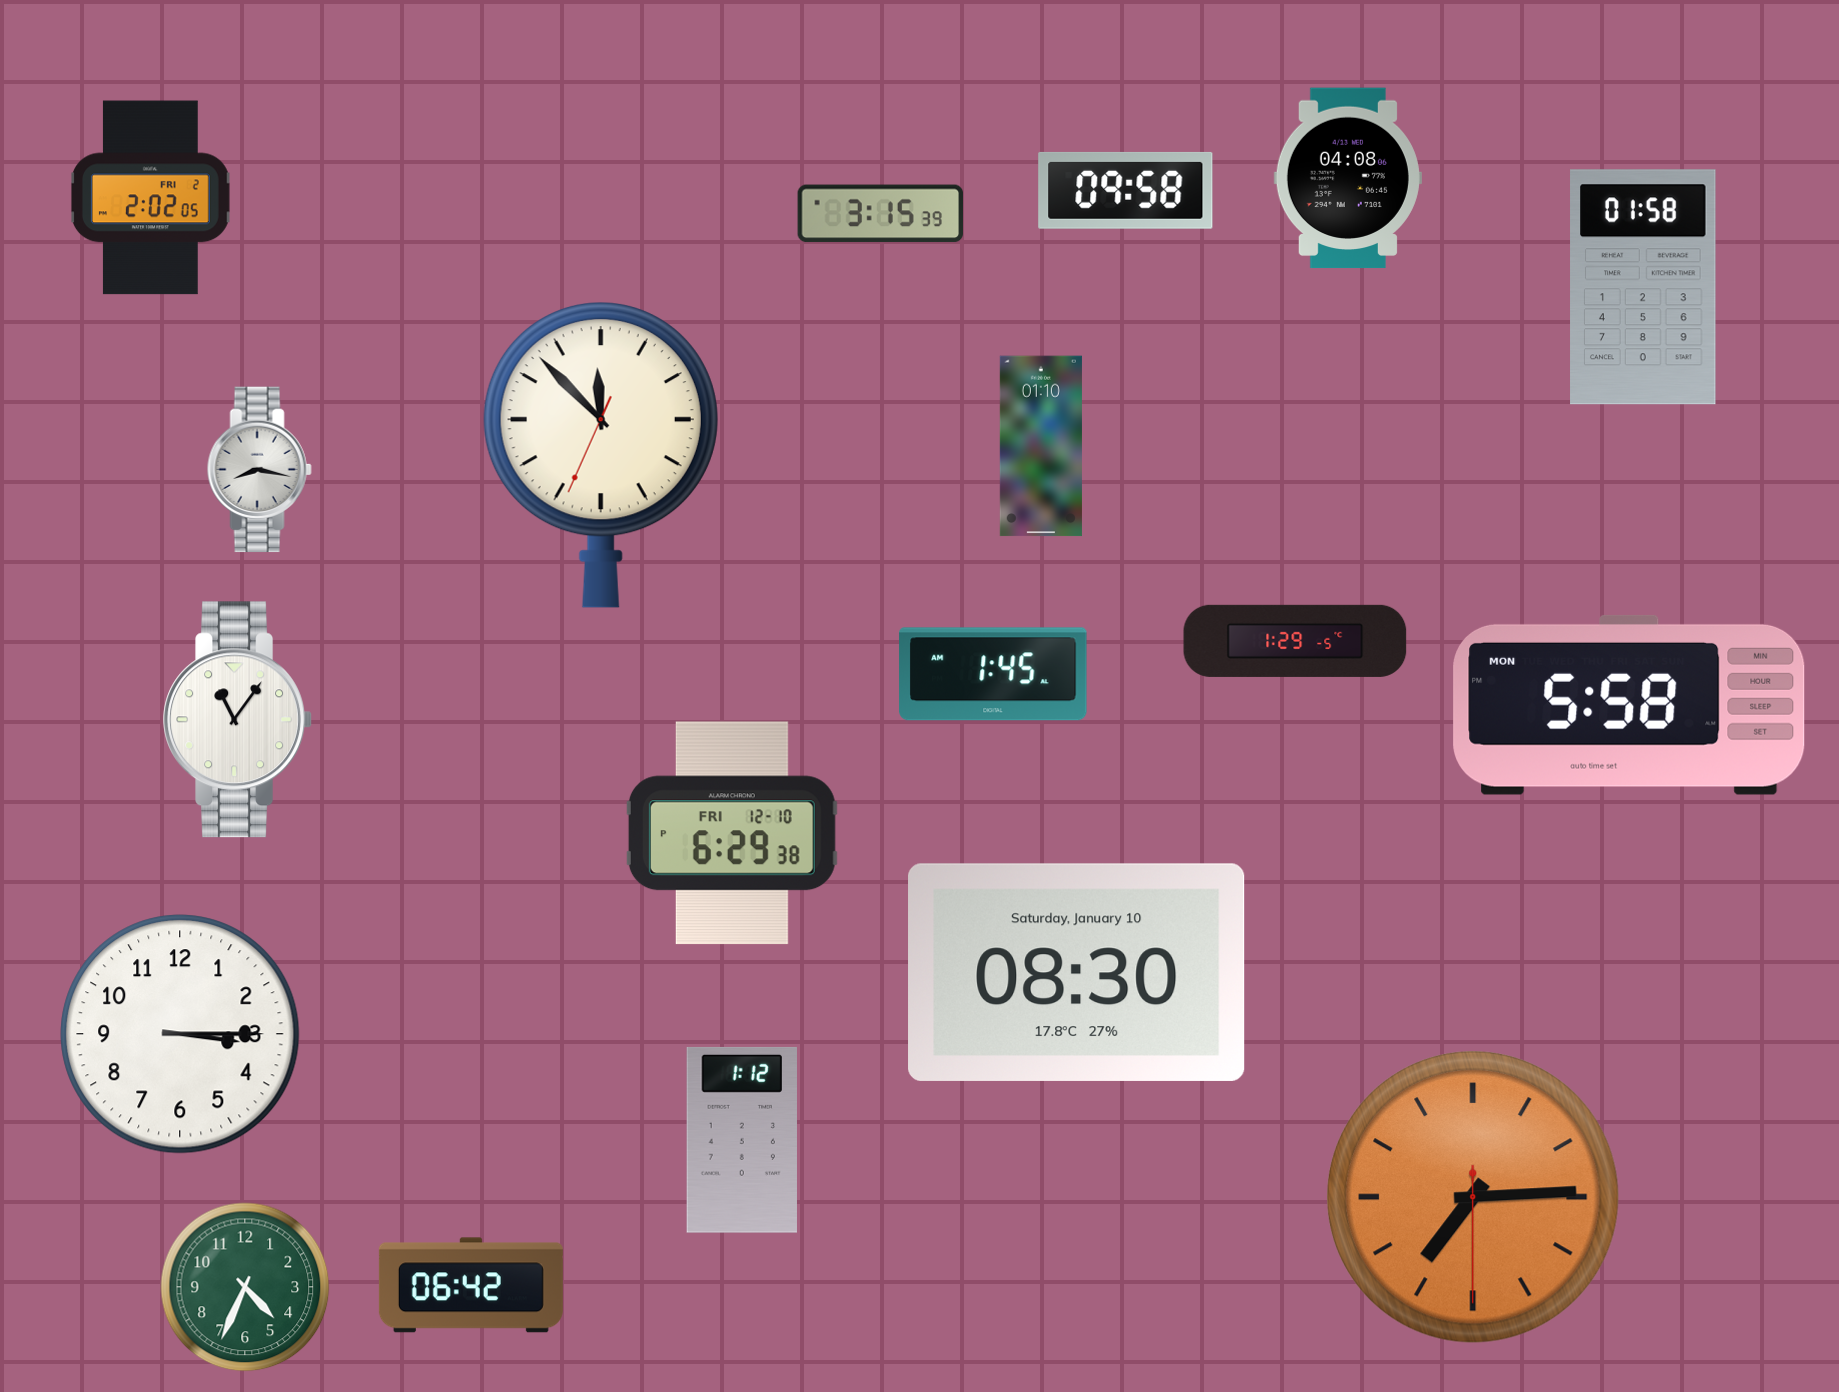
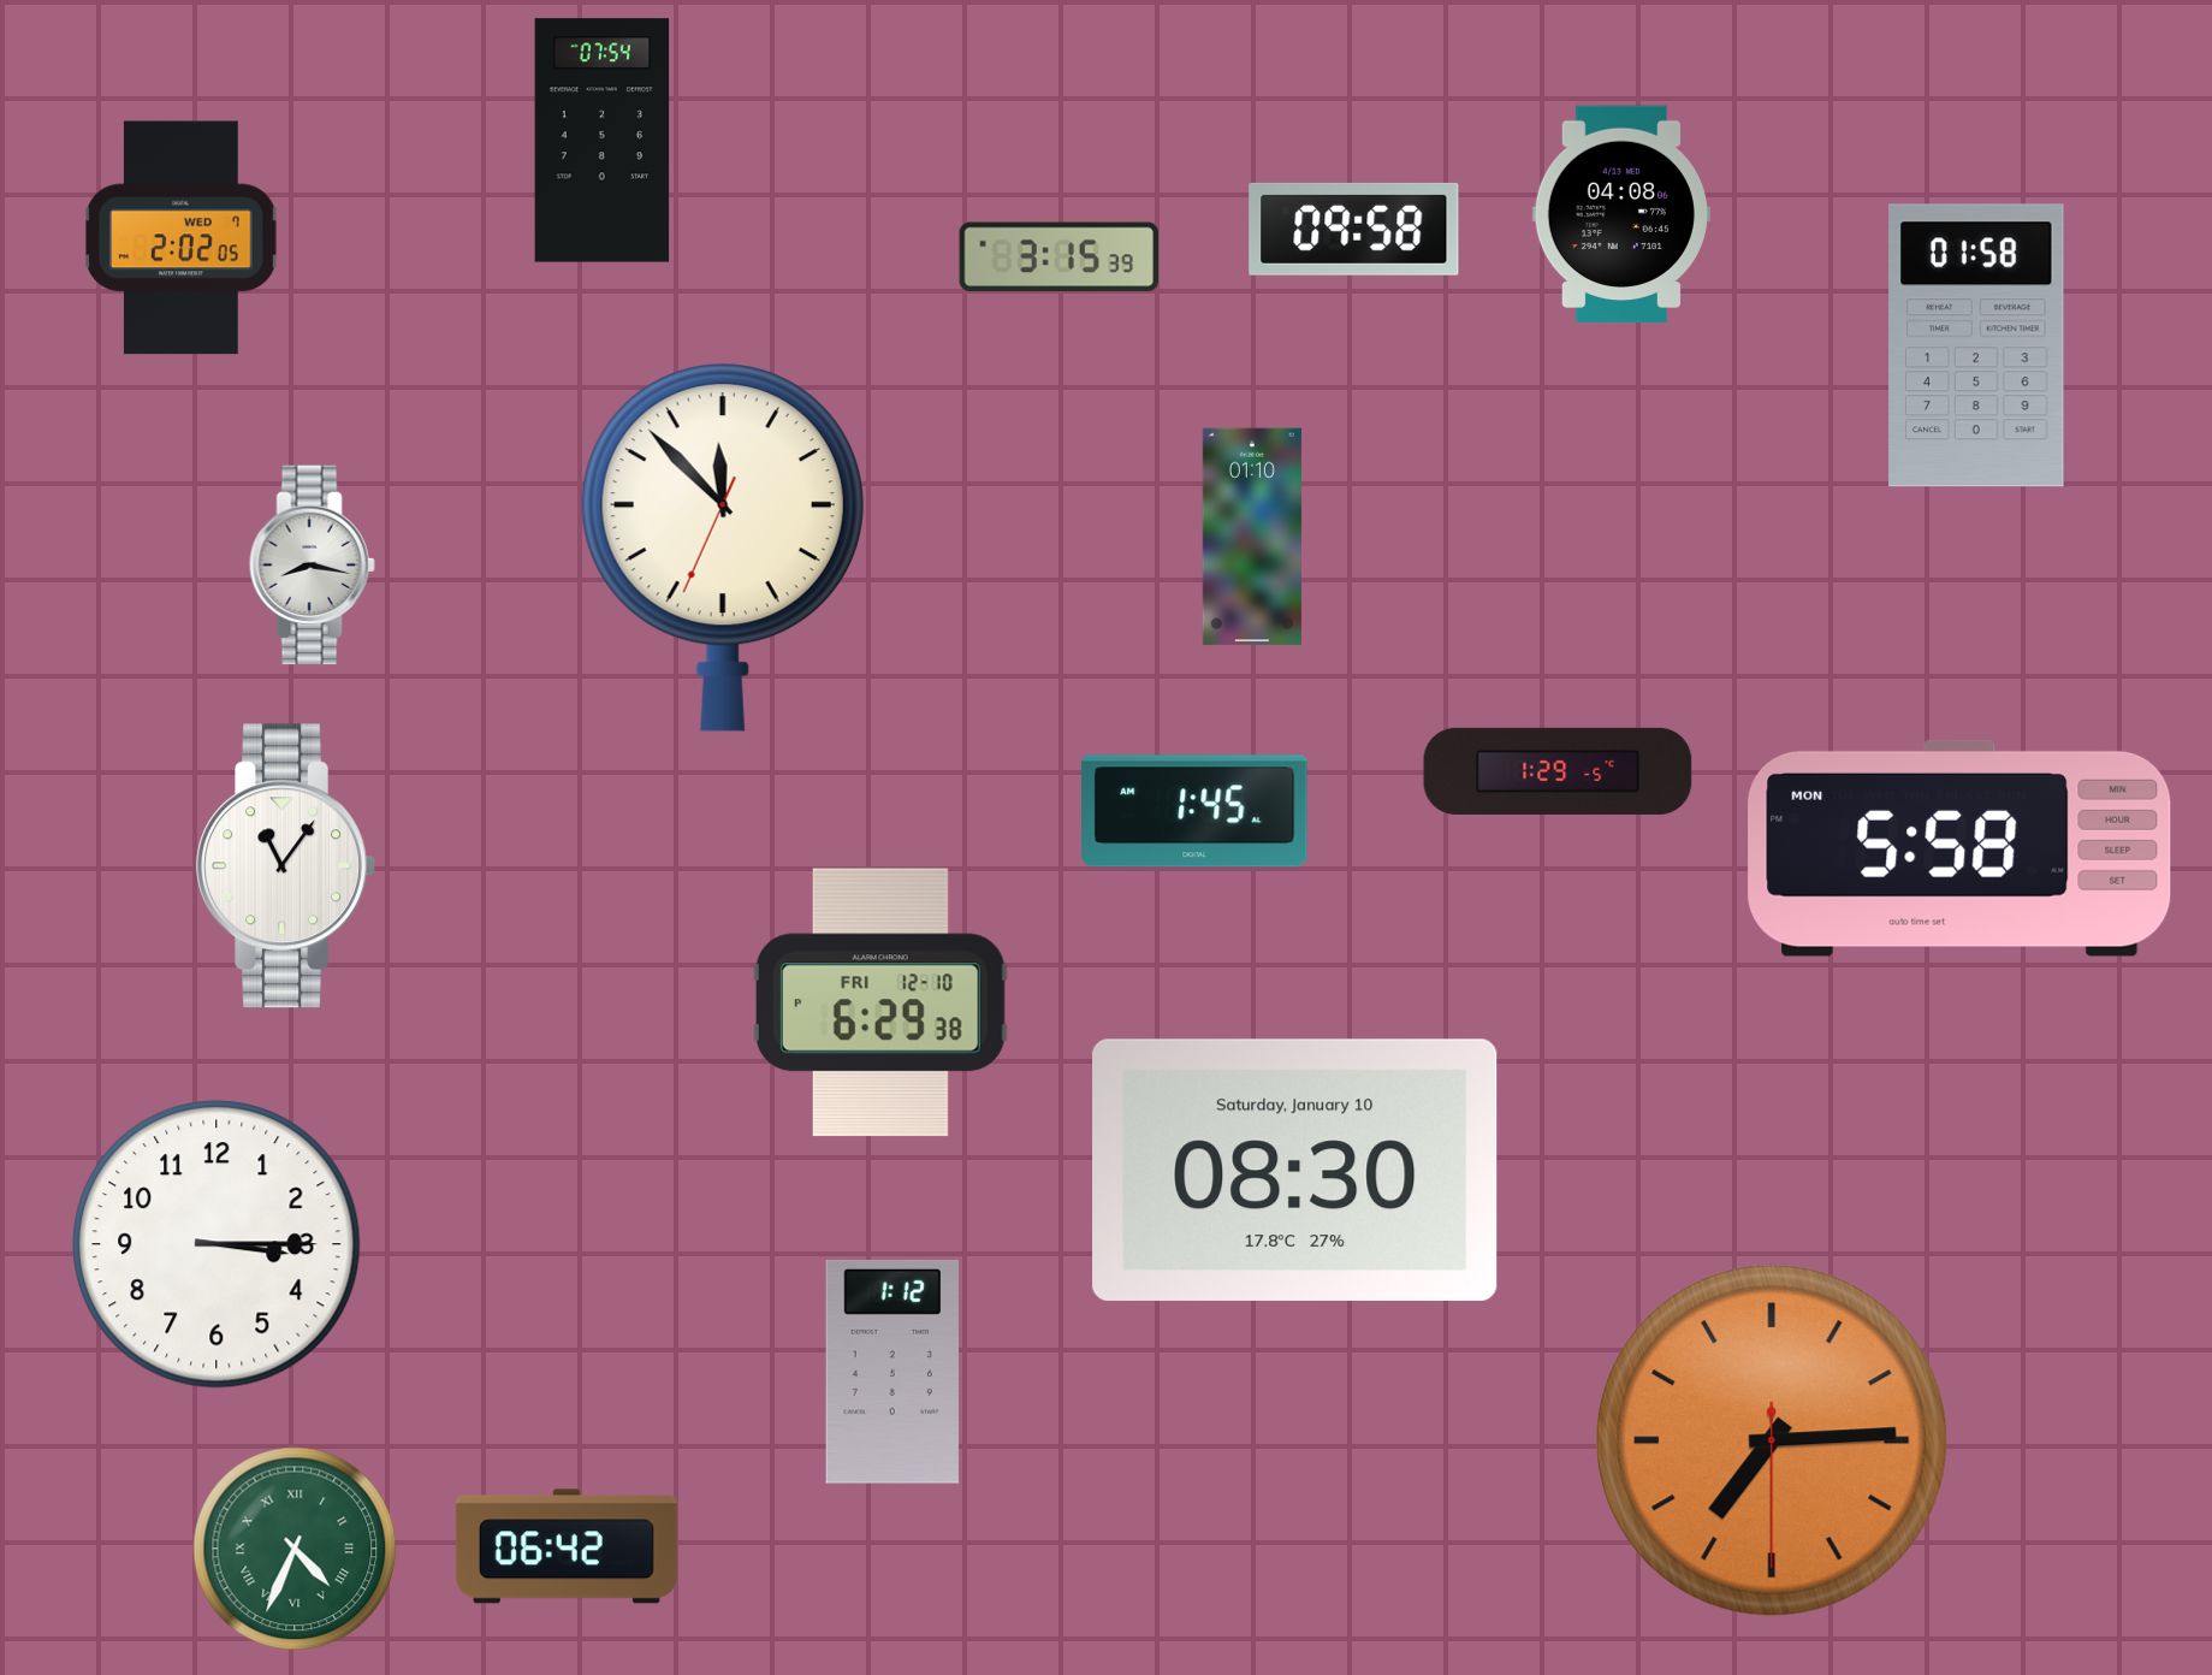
clock at (603, 141): none -> 07:54
clock at (151, 198) date: FRI 2 -> WED 7
clock at (245, 1287) numerals: Arabic -> Roman
